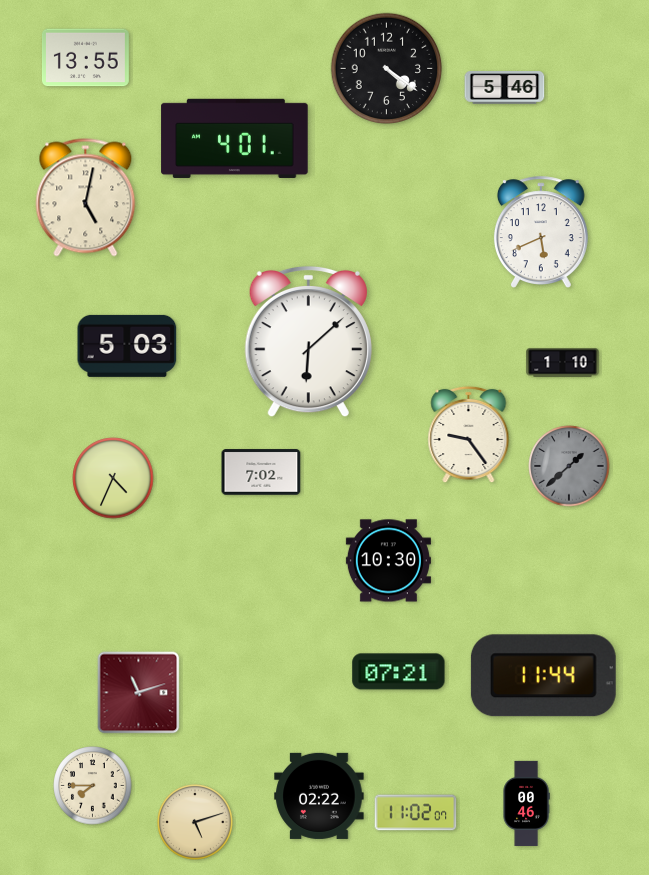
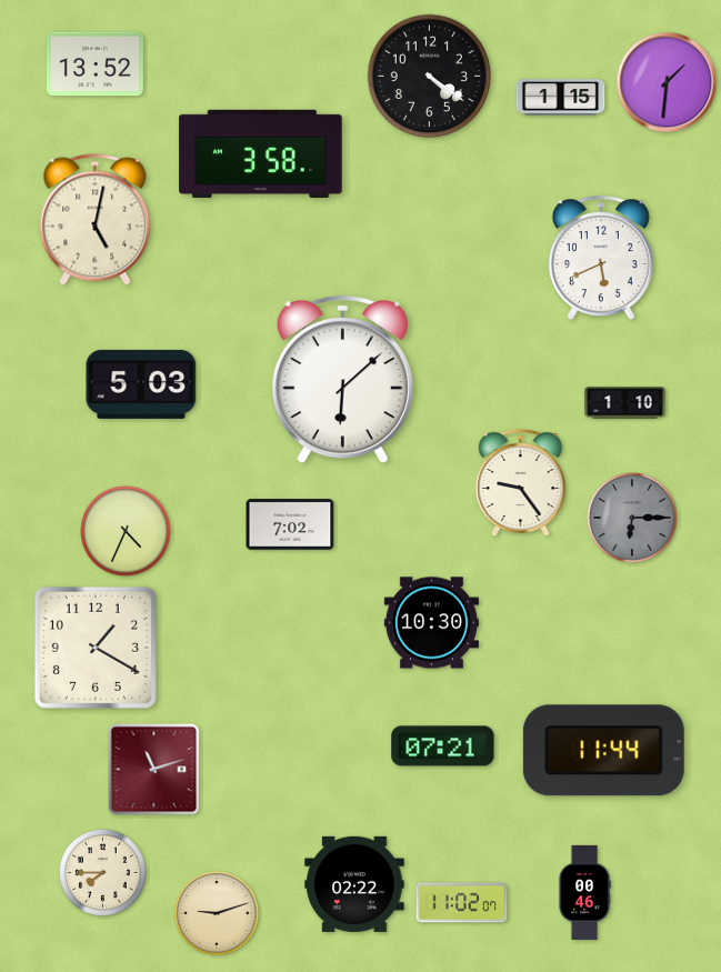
clock at (85, 58): 13:55 -> 13:52
clock at (667, 82): none -> 1:31
clock at (505, 88): 5:46 -> 1:15
clock at (235, 138): 4:01 -> 3:58
clock at (569, 466): 1:38 -> 6:15
clock at (96, 648): none -> 1:20
clock at (195, 822): 5:12 -> 9:12
